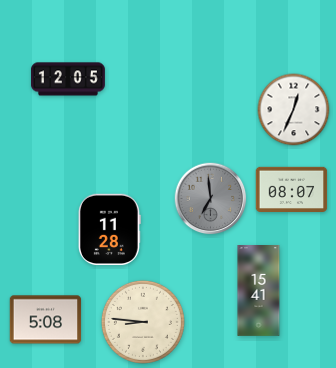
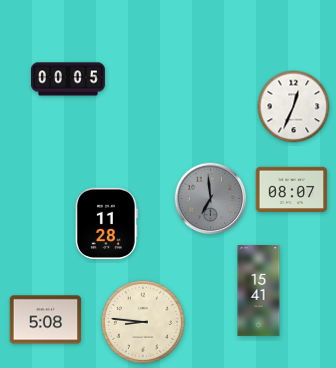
clock at (68, 79): 12:05 -> 00:05
clock at (294, 110) position: (294, 110) -> (294, 107)
clock at (109, 230) position: (109, 230) -> (106, 224)
